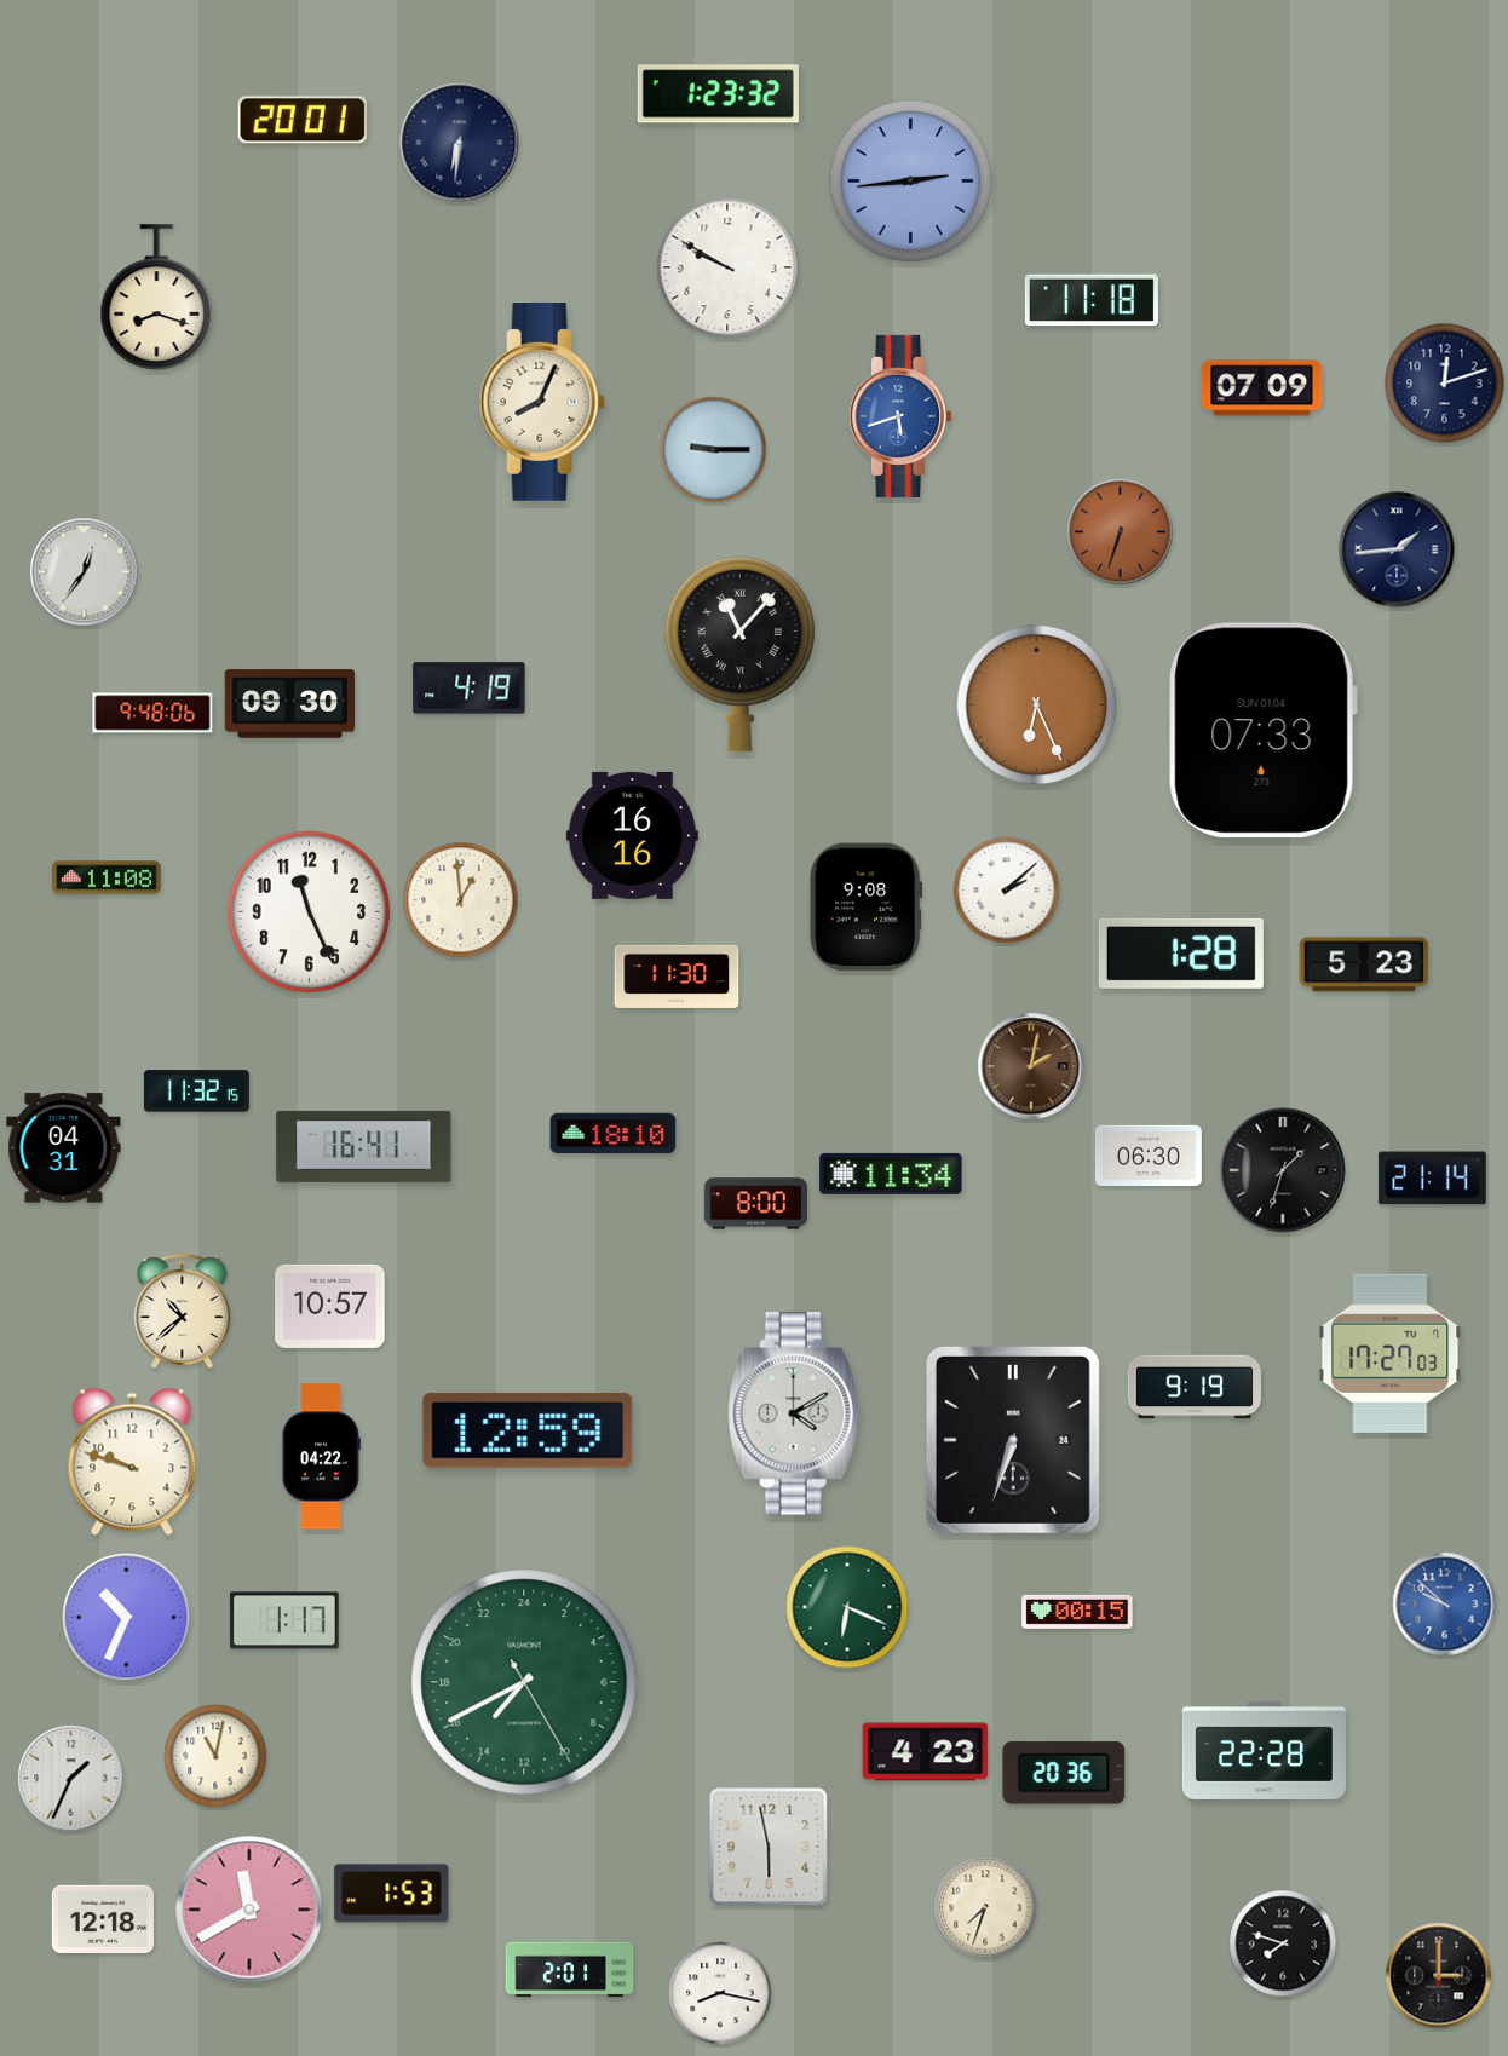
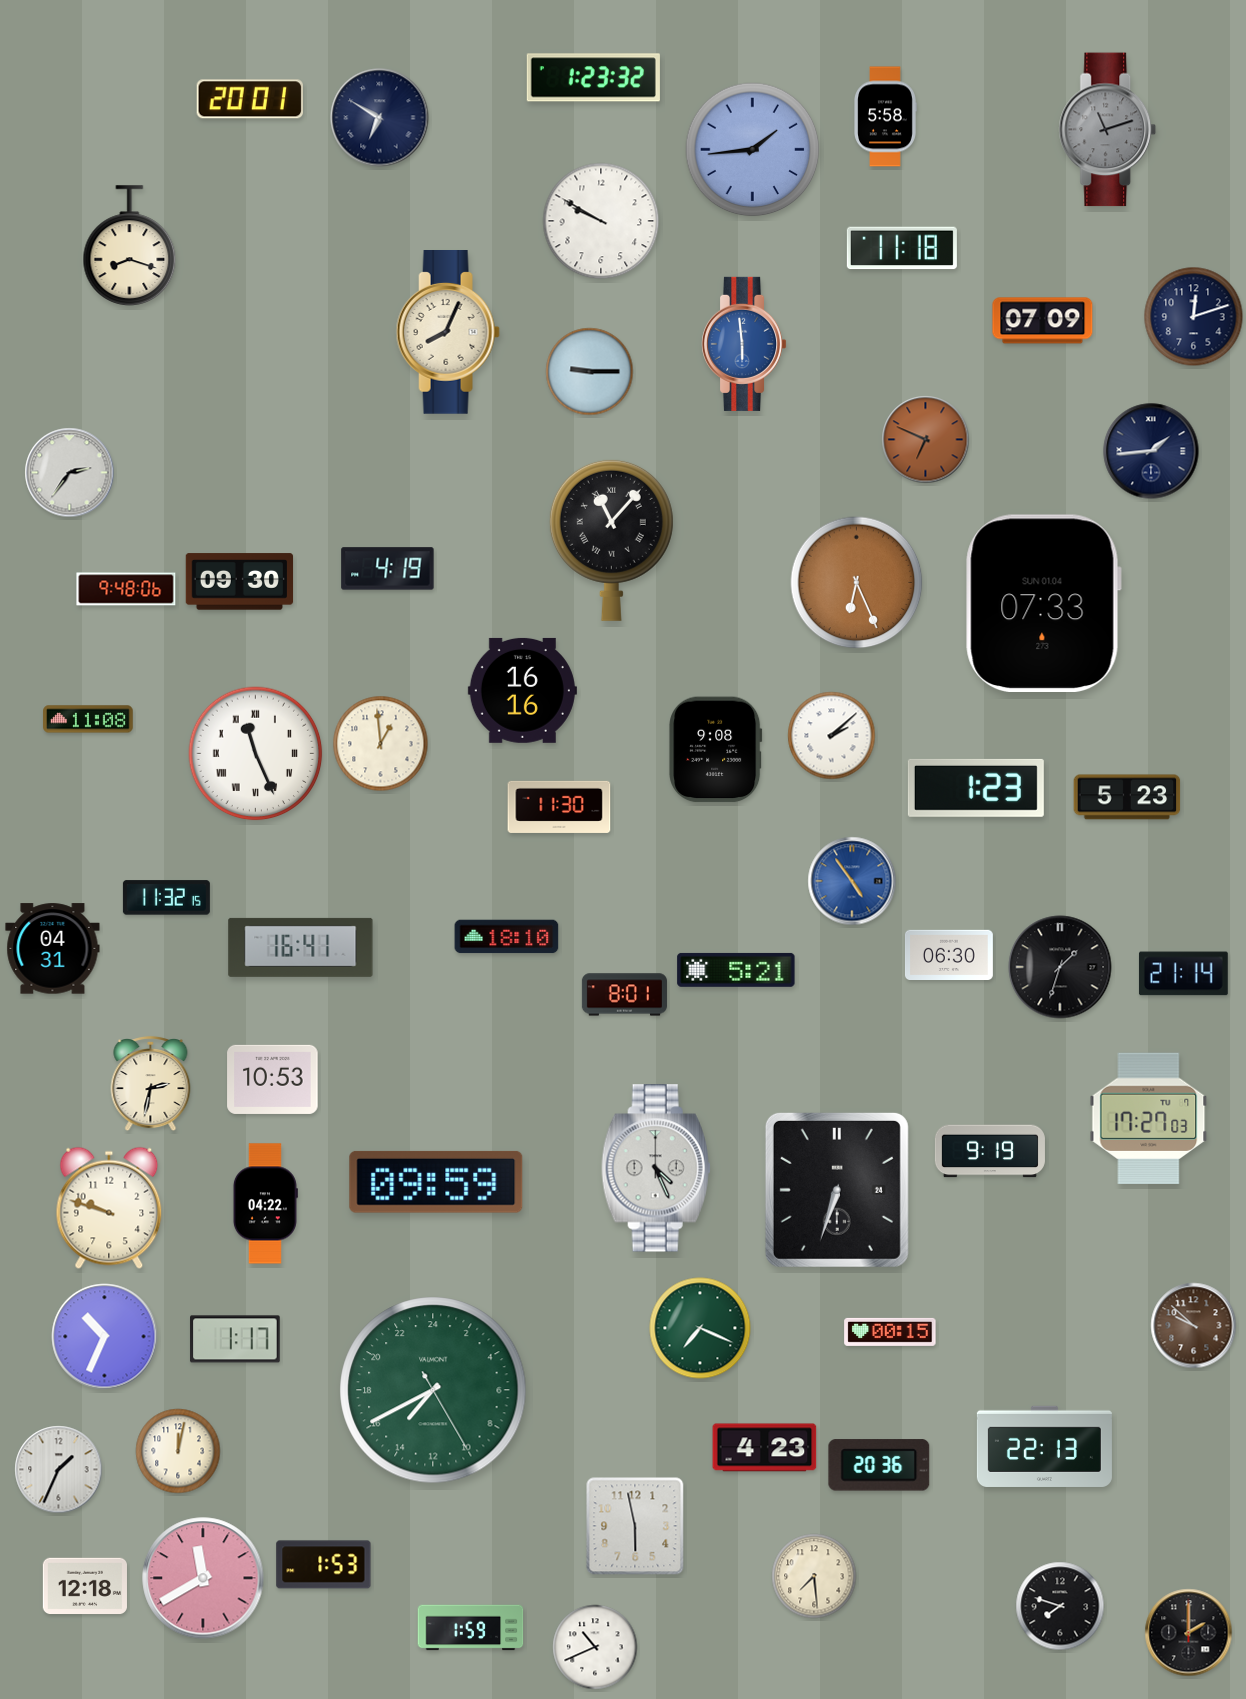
clock at (885, 117): none -> 5:58
clock at (460, 143): 6:31 -> 6:50
clock at (1108, 130): none -> 11:12
clock at (911, 182): 2:44 -> 1:44
clock at (902, 416): 5:42 -> 5:59
clock at (1121, 532): 6:33 -> 6:49
clock at (1397, 549) position: (1397, 549) -> (1151, 451)
clock at (85, 572): 12:36 -> 2:36
clock at (107, 877) position: (107, 877) -> (88, 719)
clock at (310, 912) numerals: Arabic -> Roman
clock at (1181, 954): 1:28 -> 1:23
clock at (1031, 1066): 2:02 -> 4:54
clock at (1031, 1066) dial: brown -> blue
clock at (196, 1092) position: (196, 1092) -> (166, 898)
clock at (891, 1174): 11:34 -> 5:21
clock at (755, 1204): 8:00 -> 8:01
clock at (330, 1306): 10:57 -> 10:53
clock at (183, 1312): 10:38 -> 2:32
clock at (1195, 1387) position: (1195, 1387) -> (990, 1151)
clock at (794, 1413): 4:10 -> 4:26
clock at (528, 1430): 12:59 -> 09:59
clock at (1445, 1605) dial: blue -> brown
clock at (847, 1607): 6:19 -> 7:19
clock at (1264, 1750): 22:28 -> 22:13
clock at (215, 1756): 11:02 -> 12:02
clock at (985, 1907): 7:33 -> 7:29
clock at (249, 1910) position: (249, 1910) -> (203, 1578)
clock at (570, 1970): 2:01 -> 1:59
clock at (1439, 1976): 3:00 -> 2:00
clock at (720, 1993): 8:17 -> 10:41
